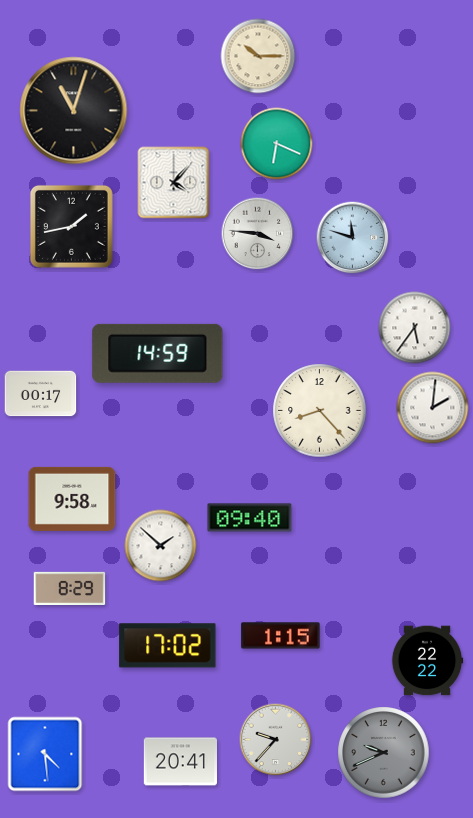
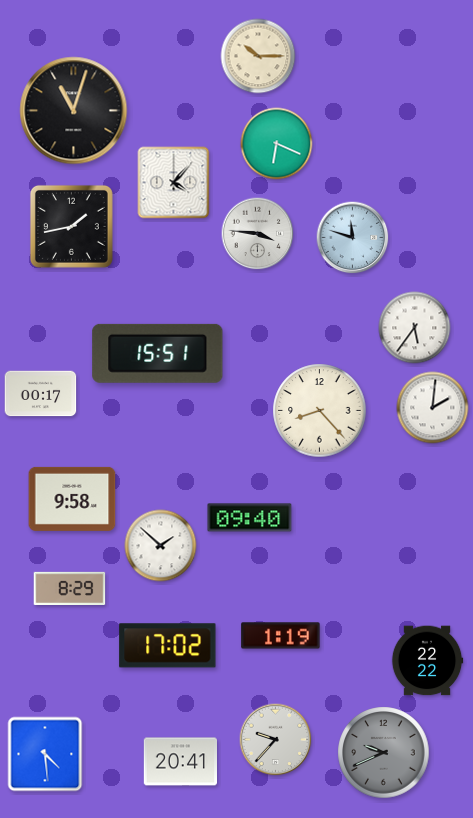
clock at (158, 353): 14:59 -> 15:51
clock at (281, 636): 1:15 -> 1:19
